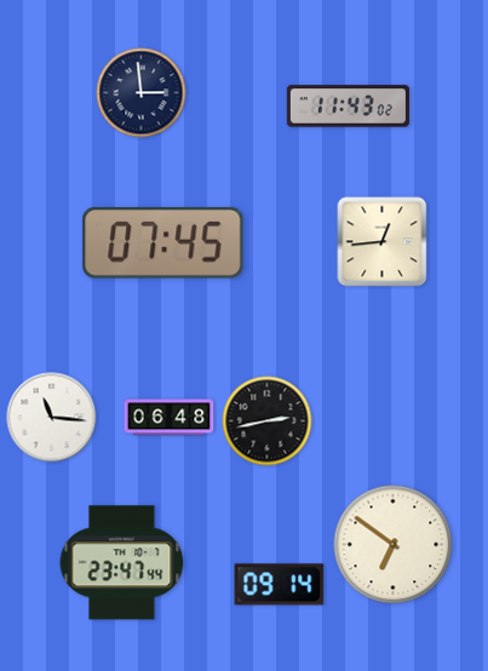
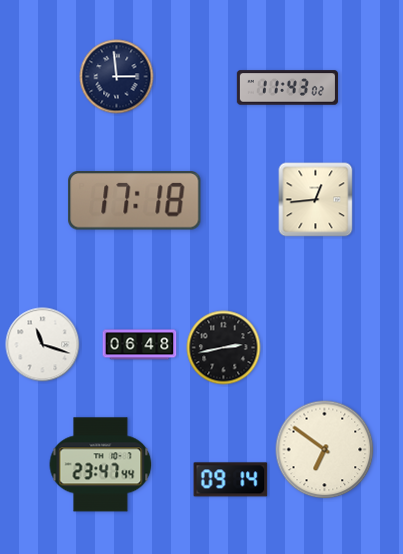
clock at (163, 243): 07:45 -> 17:18
clock at (52, 418): 11:16 -> 11:18
clock at (268, 421) position: (268, 421) -> (224, 348)
clock at (280, 585) position: (280, 585) -> (231, 480)
